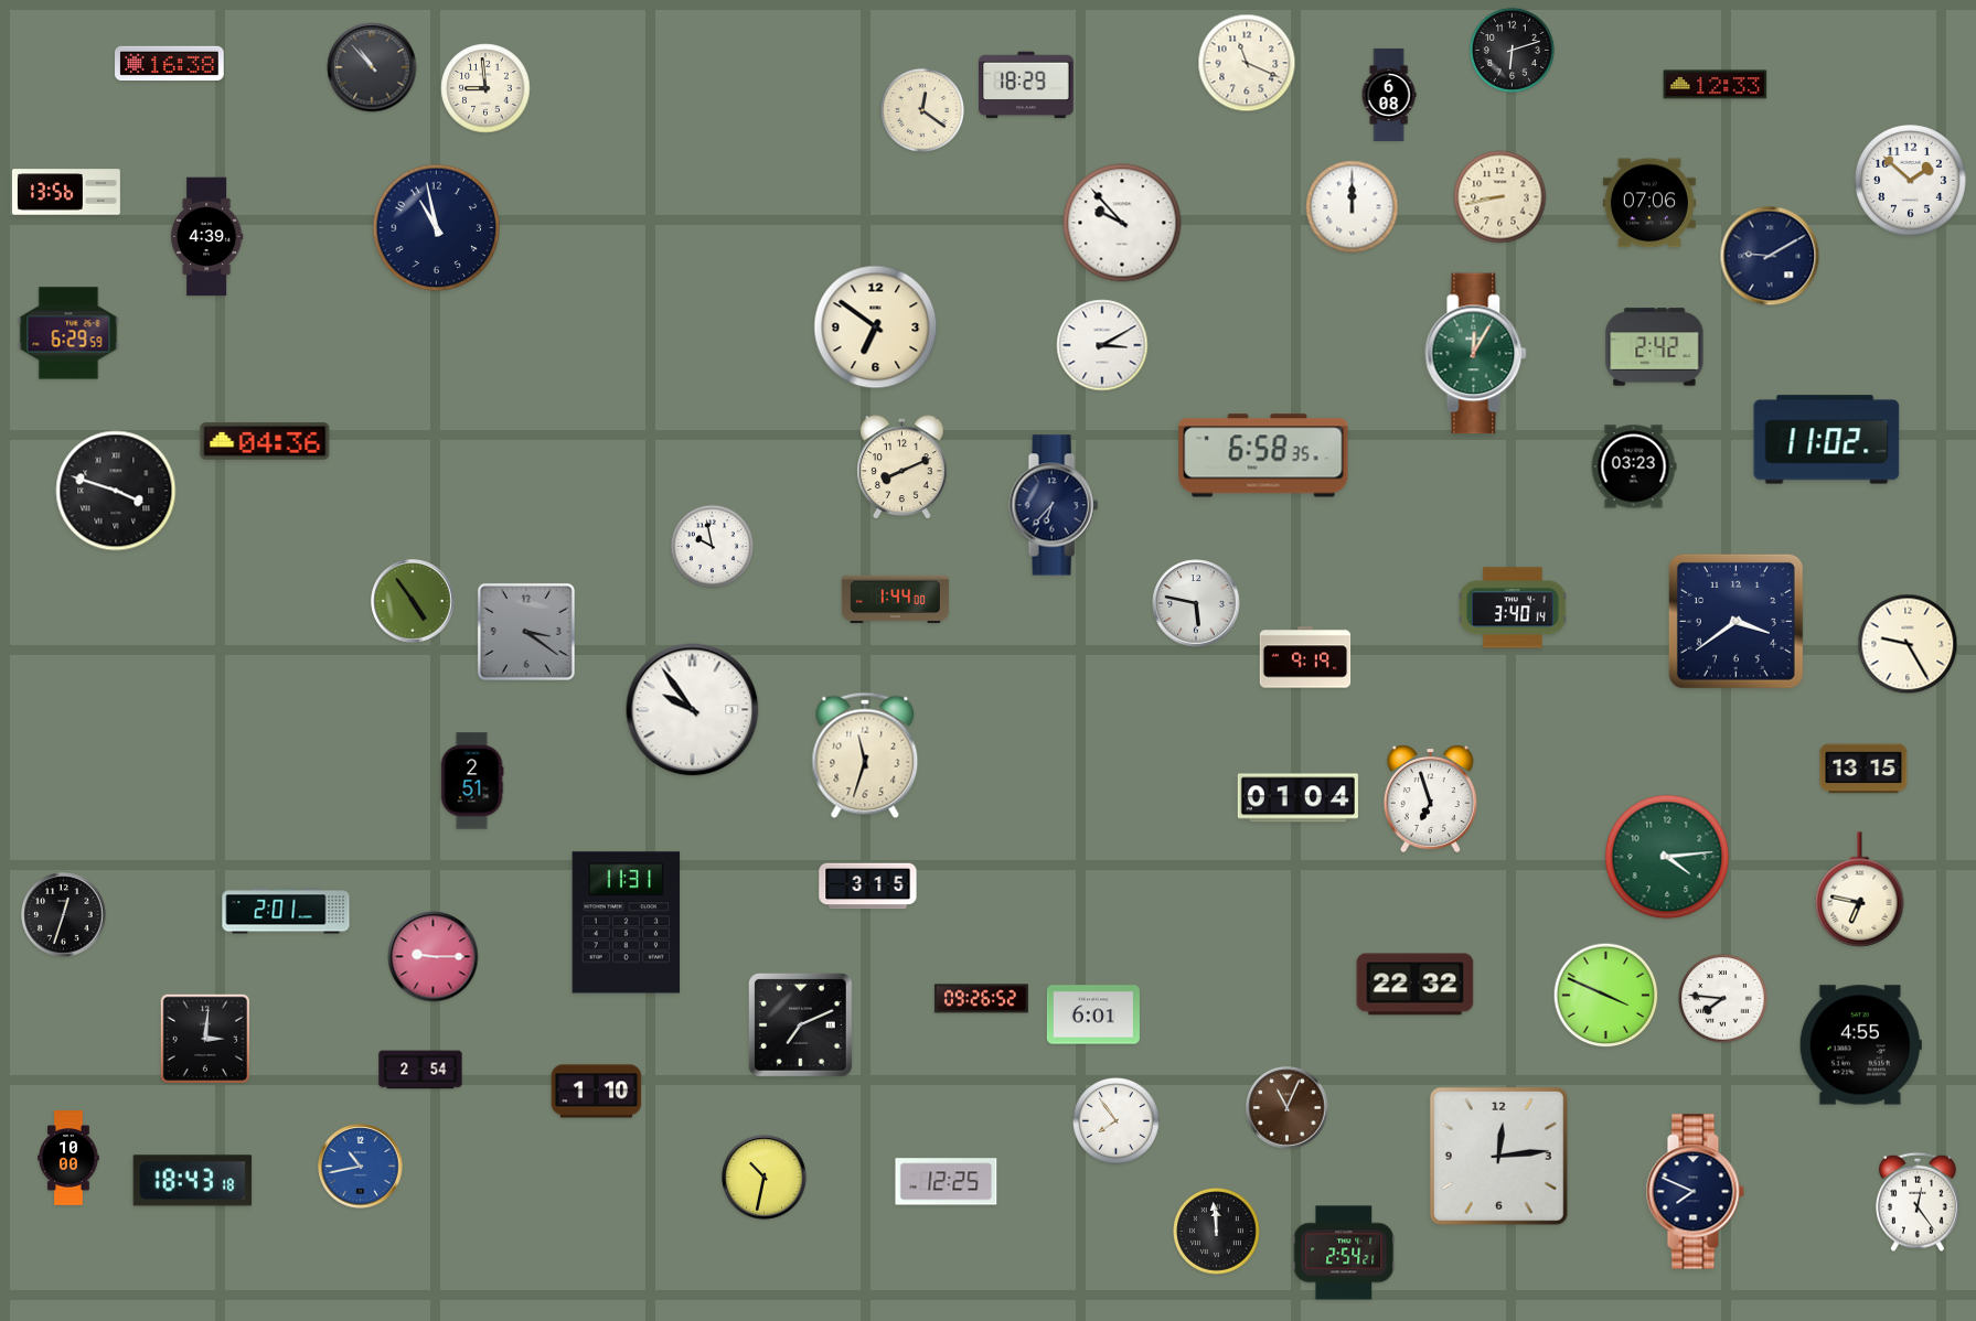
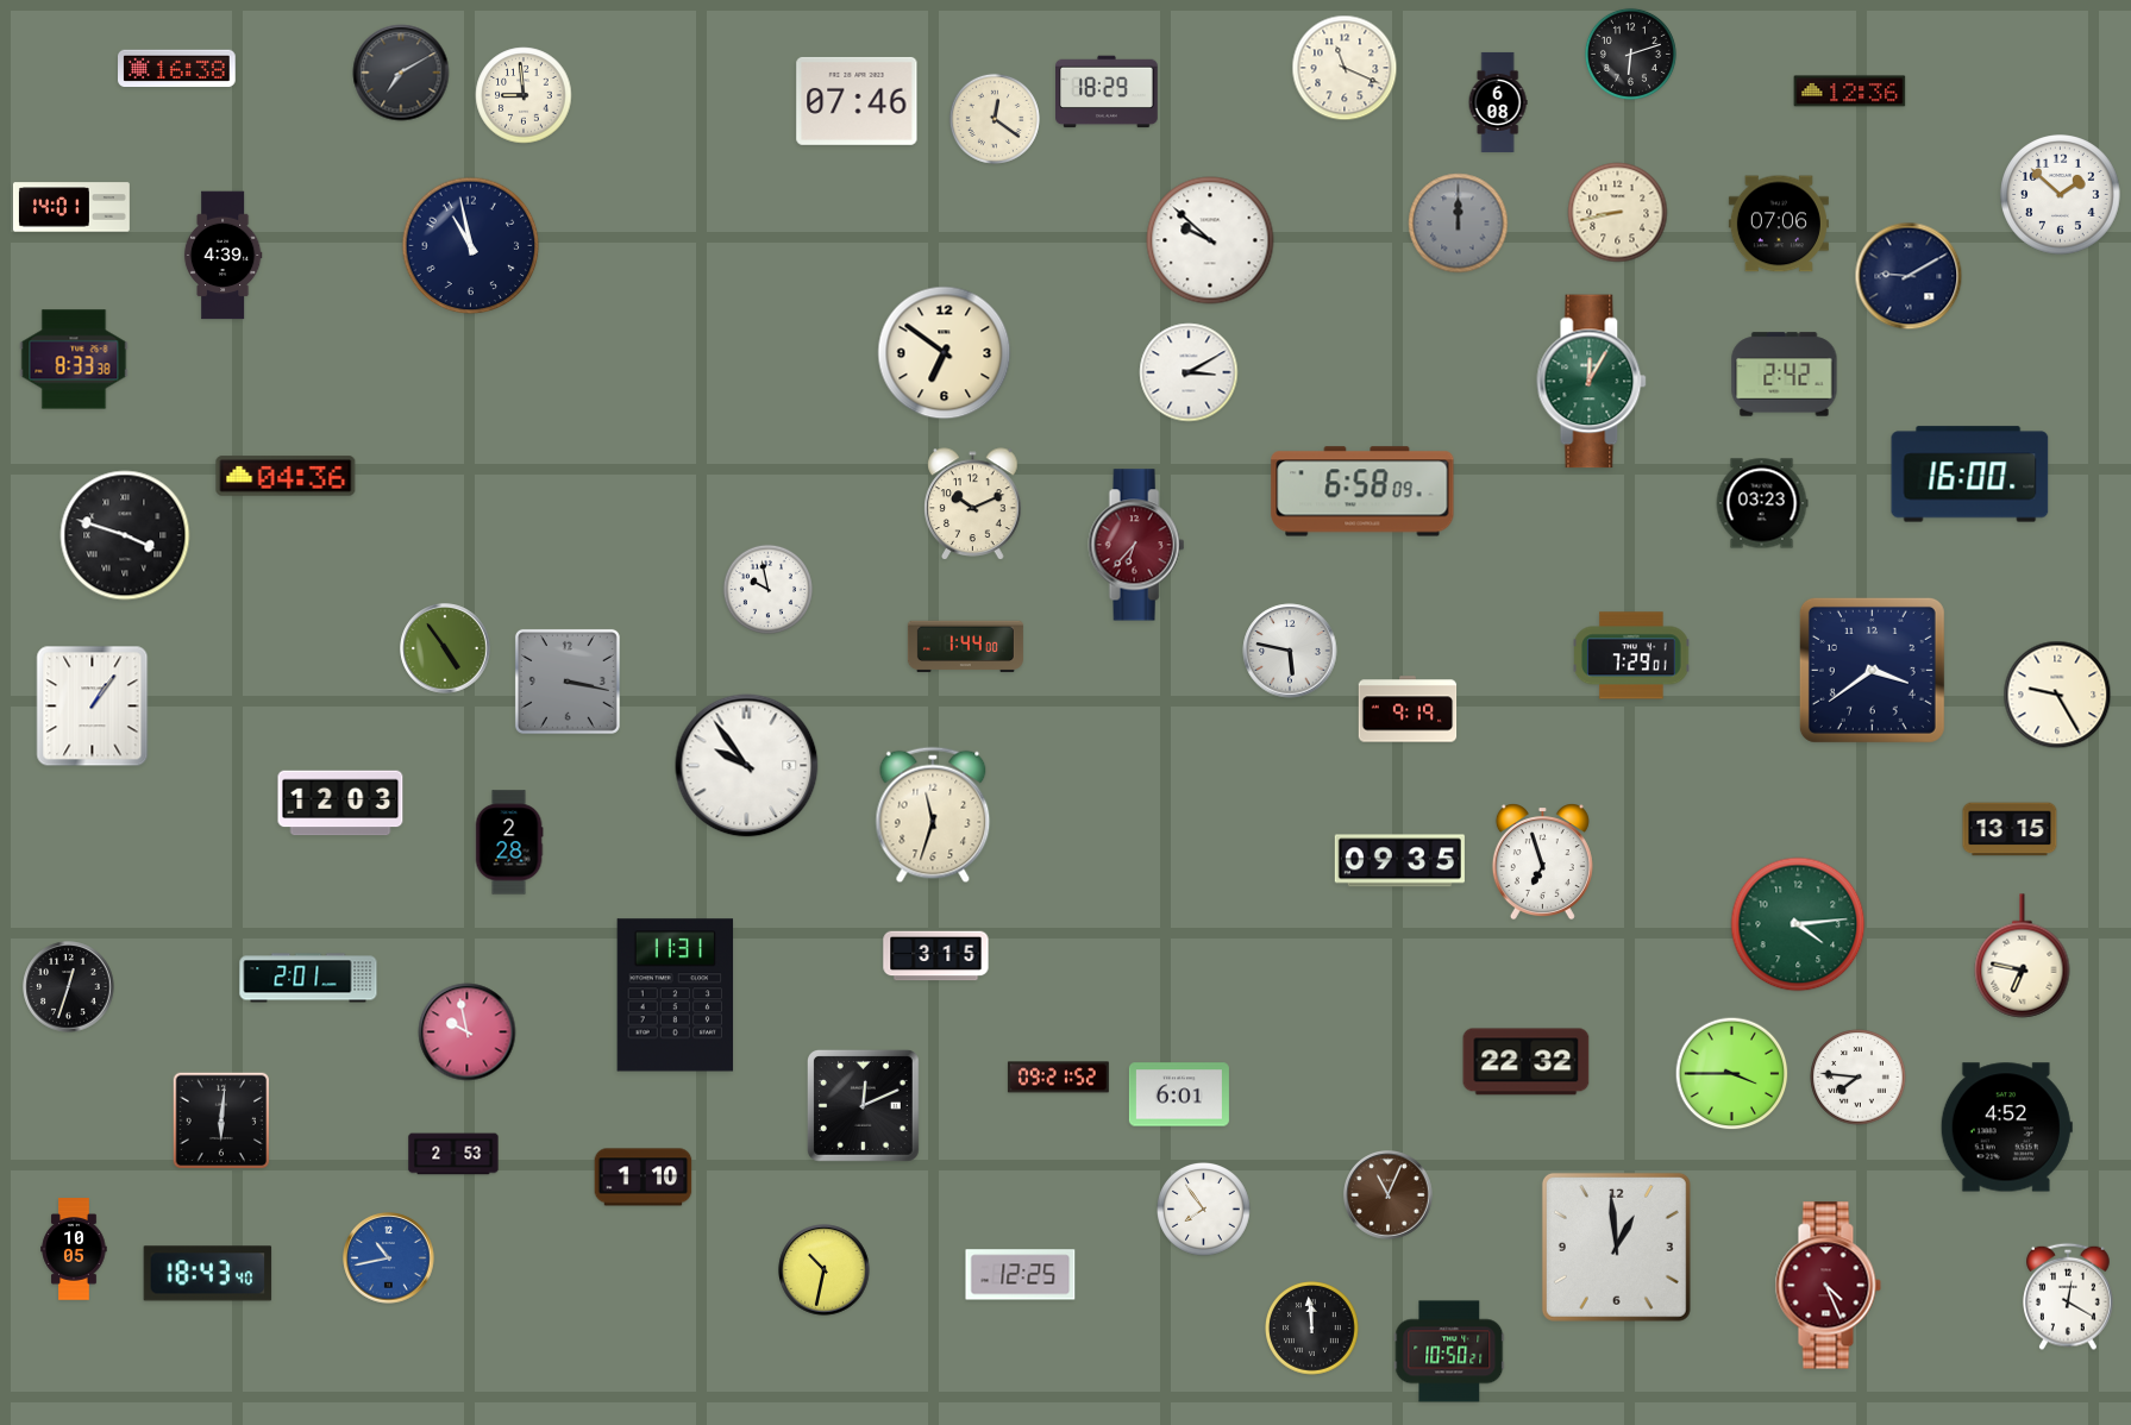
clock at (170, 63) position: (170, 63) -> (177, 68)
clock at (372, 67): 10:53 -> 7:10
clock at (1716, 85): 12:33 -> 12:36
clock at (857, 101): none -> 07:46
clock at (66, 192): 13:56 -> 14:01
clock at (1649, 203) position: (1649, 203) -> (1779, 224)
clock at (1353, 207) dial: white -> grey
clock at (1122, 223): 9:53 -> 9:52
clock at (68, 333): 6:29 -> 8:33
clock at (1827, 440): 11:02 -> 16:00
clock at (1263, 455): 6:58:35 -> 6:58:09
clock at (902, 468): 8:11 -> 10:11
clock at (116, 491) position: (116, 491) -> (125, 535)
clock at (1054, 505) dial: navy -> burgundy
clock at (1513, 608): 3:40 -> 7:29
clock at (526, 632): 3:21 -> 3:17
clock at (93, 707): none -> 1:06
clock at (340, 803): none -> 12:03
clock at (472, 781): 2:51 -> 2:28
clock at (1297, 798): 01:04 -> 09:35
clock at (1860, 890) position: (1860, 890) -> (2023, 956)
clock at (286, 911) position: (286, 911) -> (308, 978)
clock at (434, 957): 9:15 -> 9:58
clock at (1606, 996): 3:49 -> 3:45
clock at (981, 999): 09:26 -> 09:21
clock at (801, 1025): 7:11 -> 12:11
clock at (204, 1038): 3:01 -> 6:01
clock at (1860, 1045): 4:55 -> 4:52
clock at (420, 1070): 2:54 -> 2:53
clock at (1498, 1156): 12:14 -> 12:59
clock at (68, 1158): 10:00 -> 10:05
clock at (193, 1181): 18:43:18 -> 18:43:40
clock at (1695, 1192): 7:49 -> 4:26
clock at (1695, 1192) dial: navy -> burgundy
clock at (1919, 1202): 12:24 -> 12:20
clock at (1344, 1253): 2:54 -> 10:50
